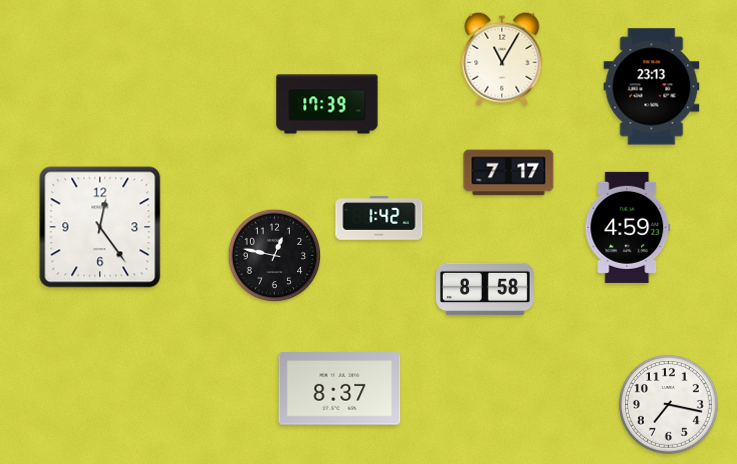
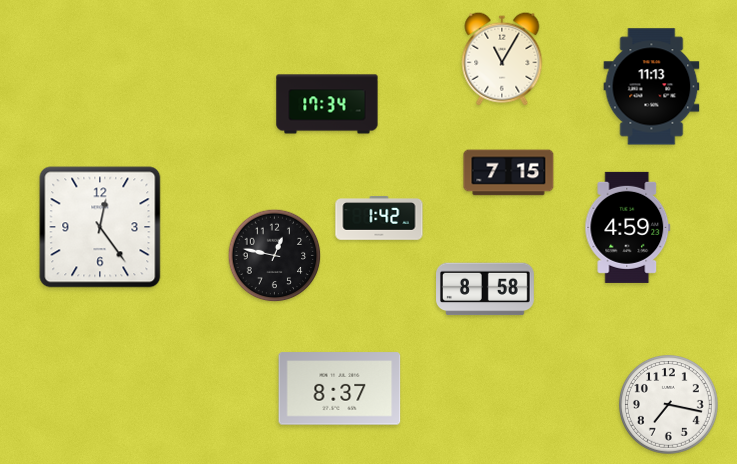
clock at (652, 87): 23:13 -> 11:13
clock at (327, 104): 17:39 -> 17:34
clock at (509, 173): 7:17 -> 7:15
